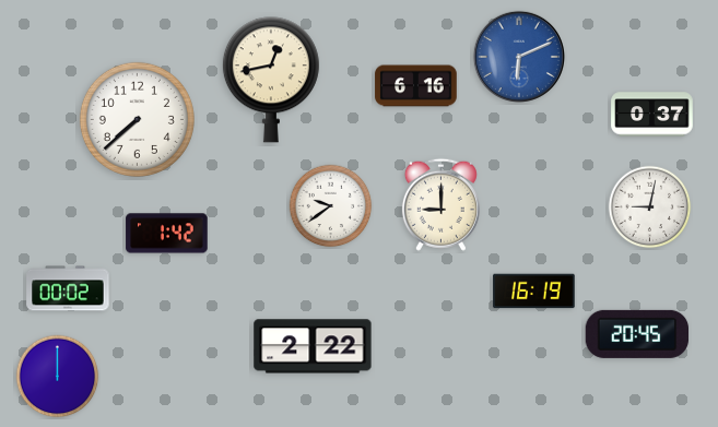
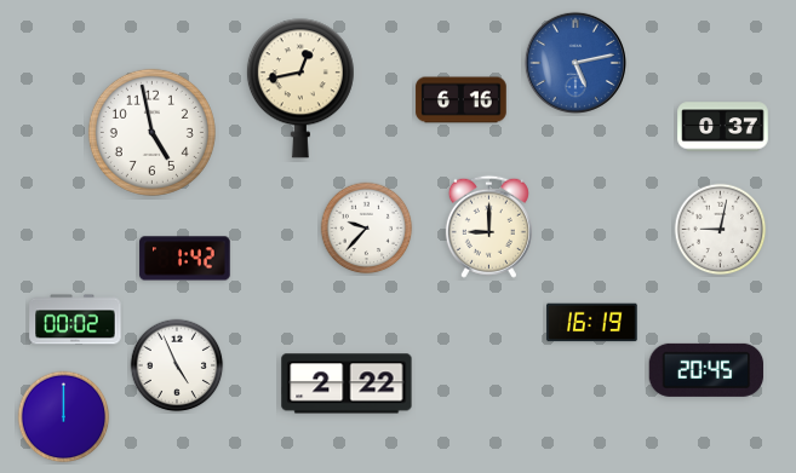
clock at (519, 57): 6:11 -> 5:13
clock at (416, 86) position: (416, 86) -> (462, 100)
clock at (137, 119): 7:38 -> 4:58
clock at (331, 206): 9:39 -> 9:37
clock at (177, 365): none -> 4:56
